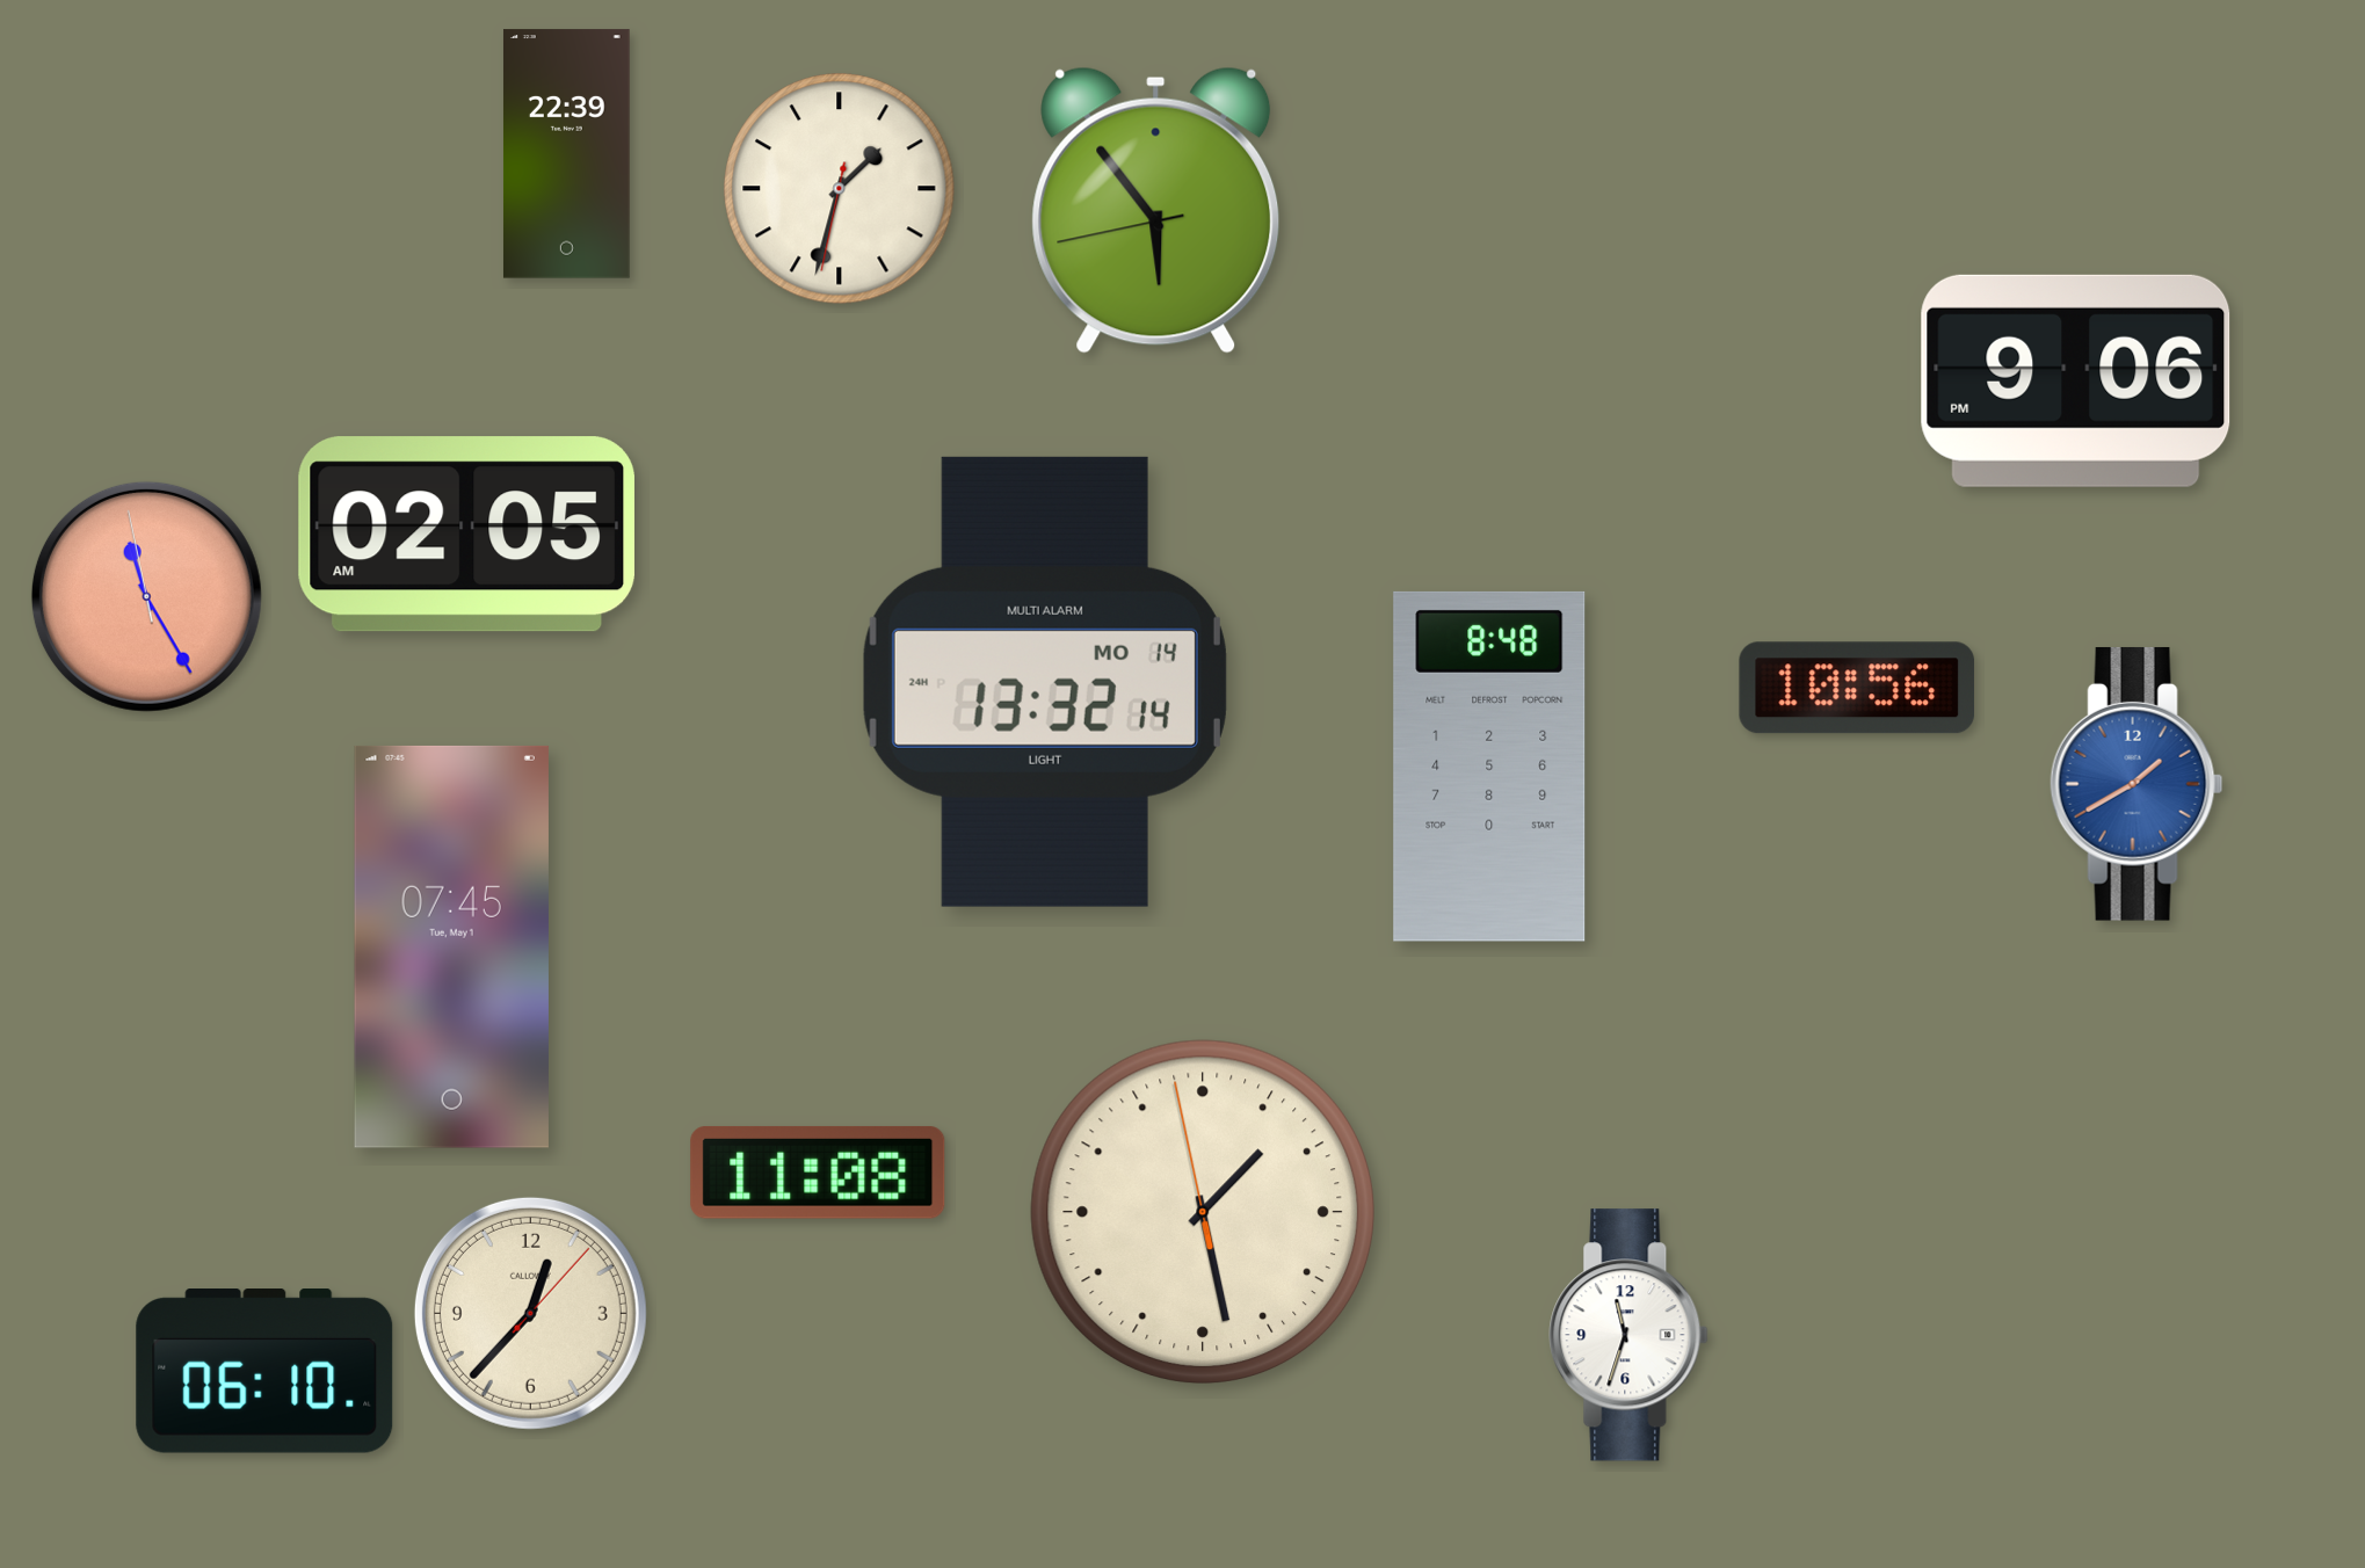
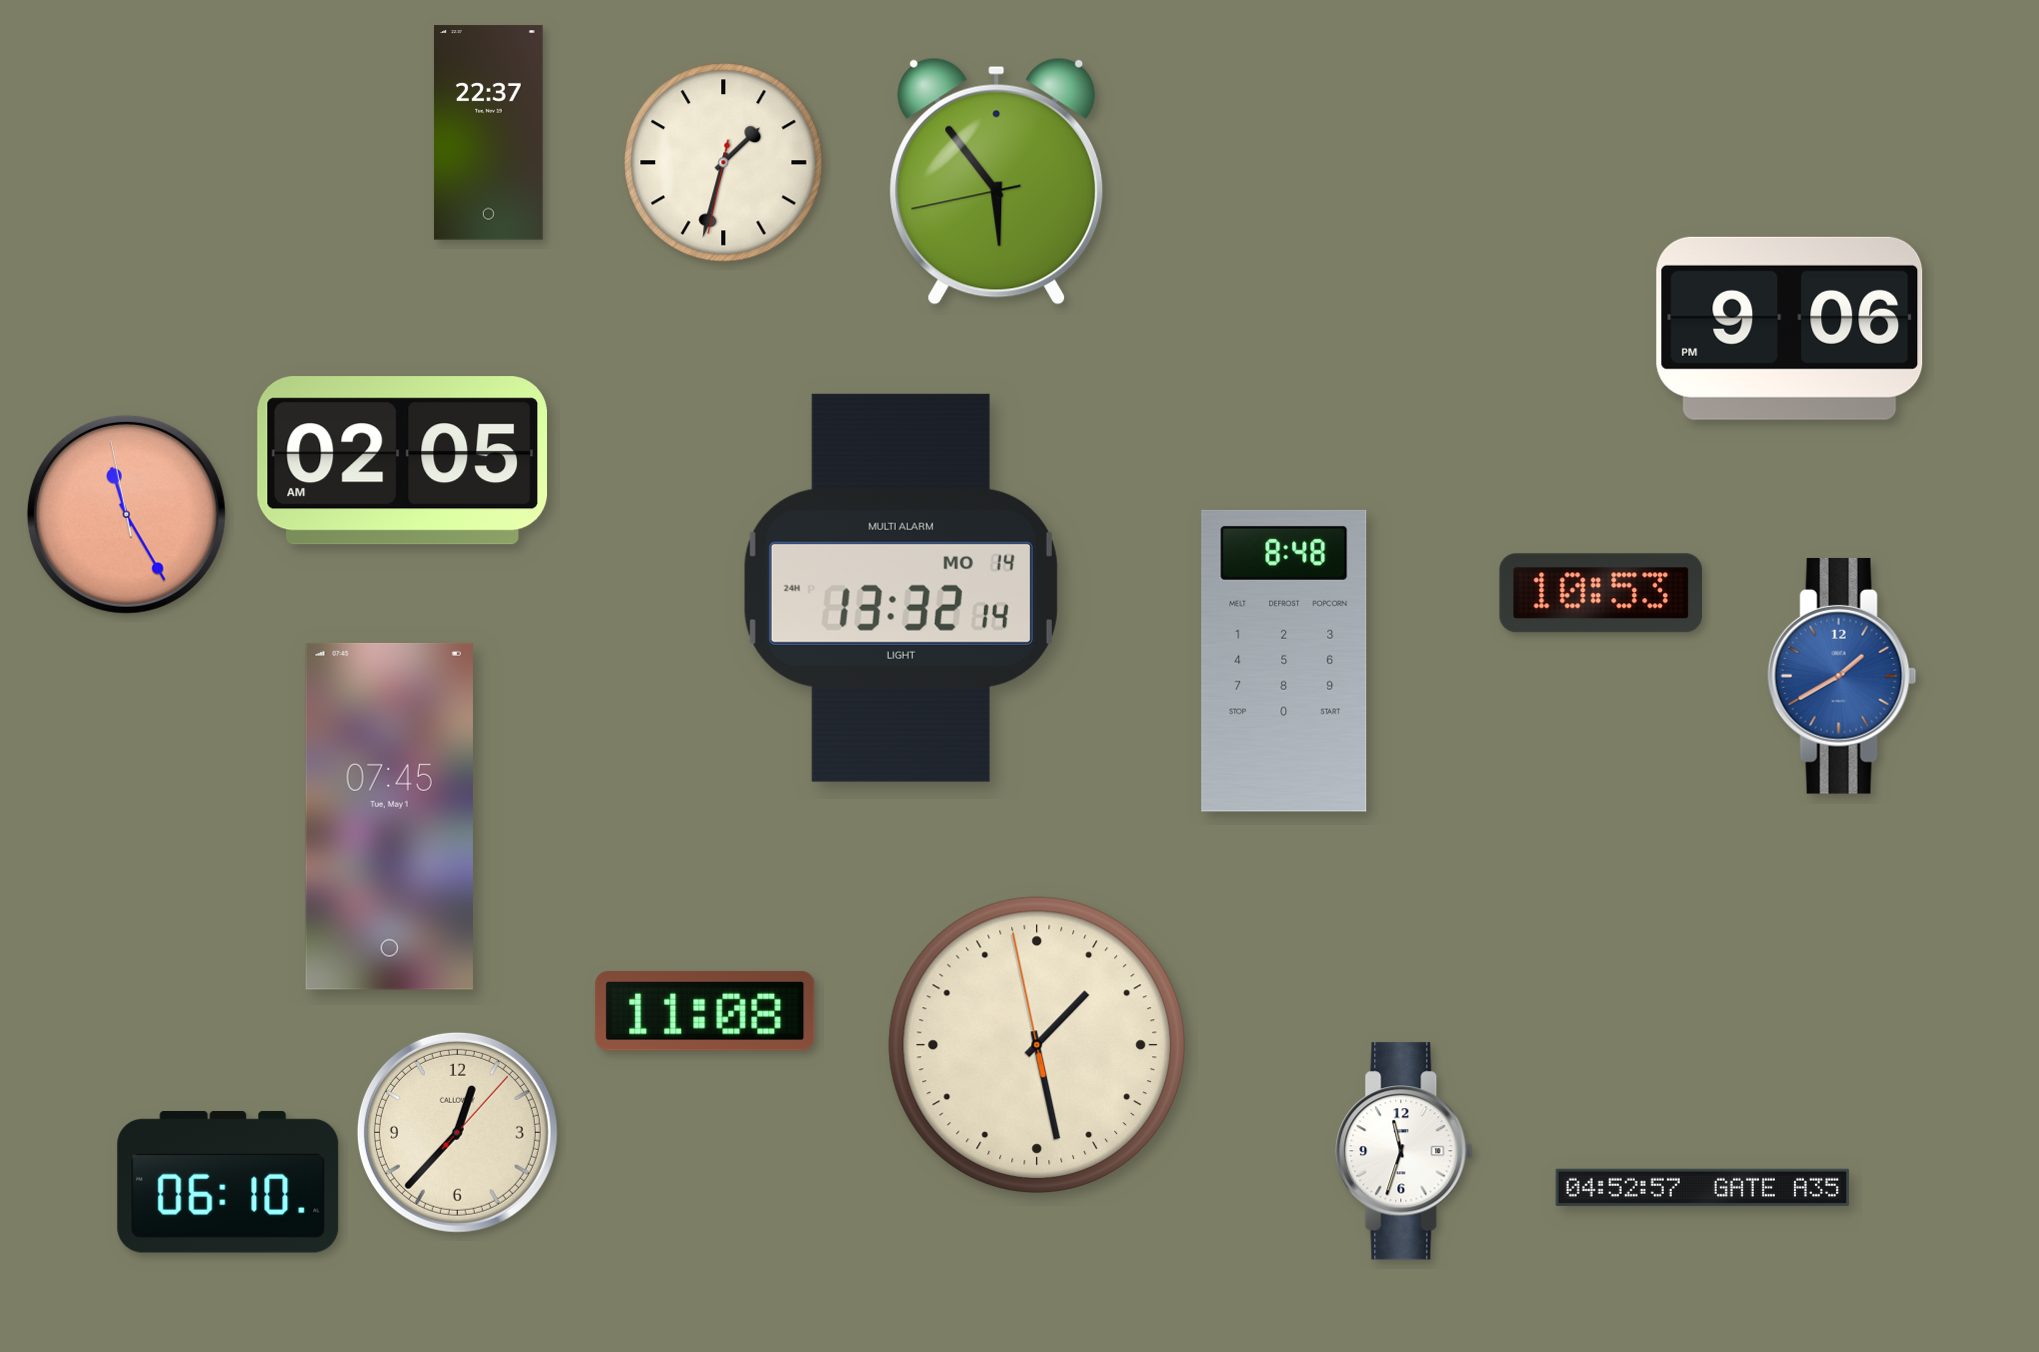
clock at (566, 154): 22:39 -> 22:37
clock at (1857, 688): 10:56 -> 10:53
clock at (1703, 1187): none -> 04:52
